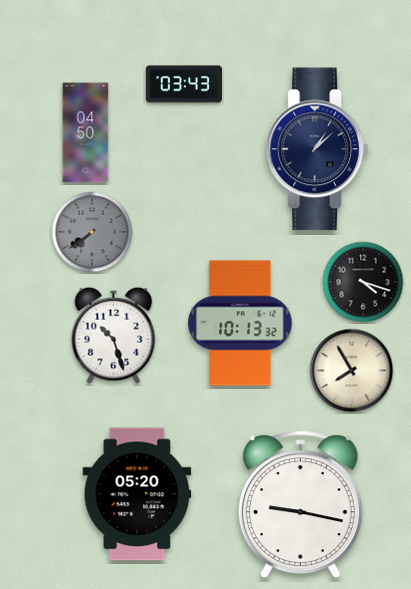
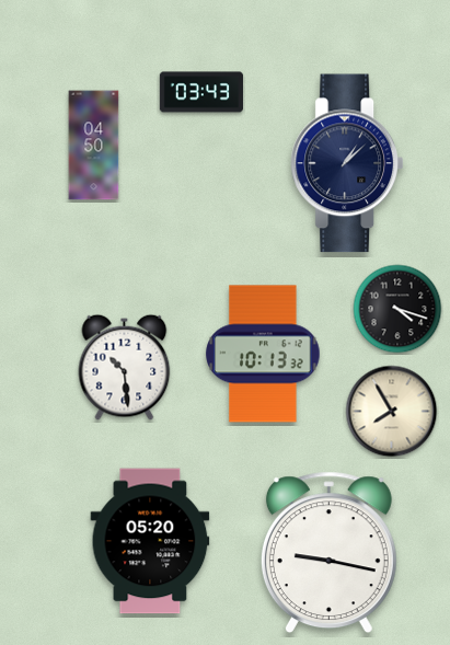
clock at (92, 232): 7:39 -> none
clock at (114, 335): 10:27 -> 10:29
clock at (352, 371) position: (352, 371) -> (392, 412)
